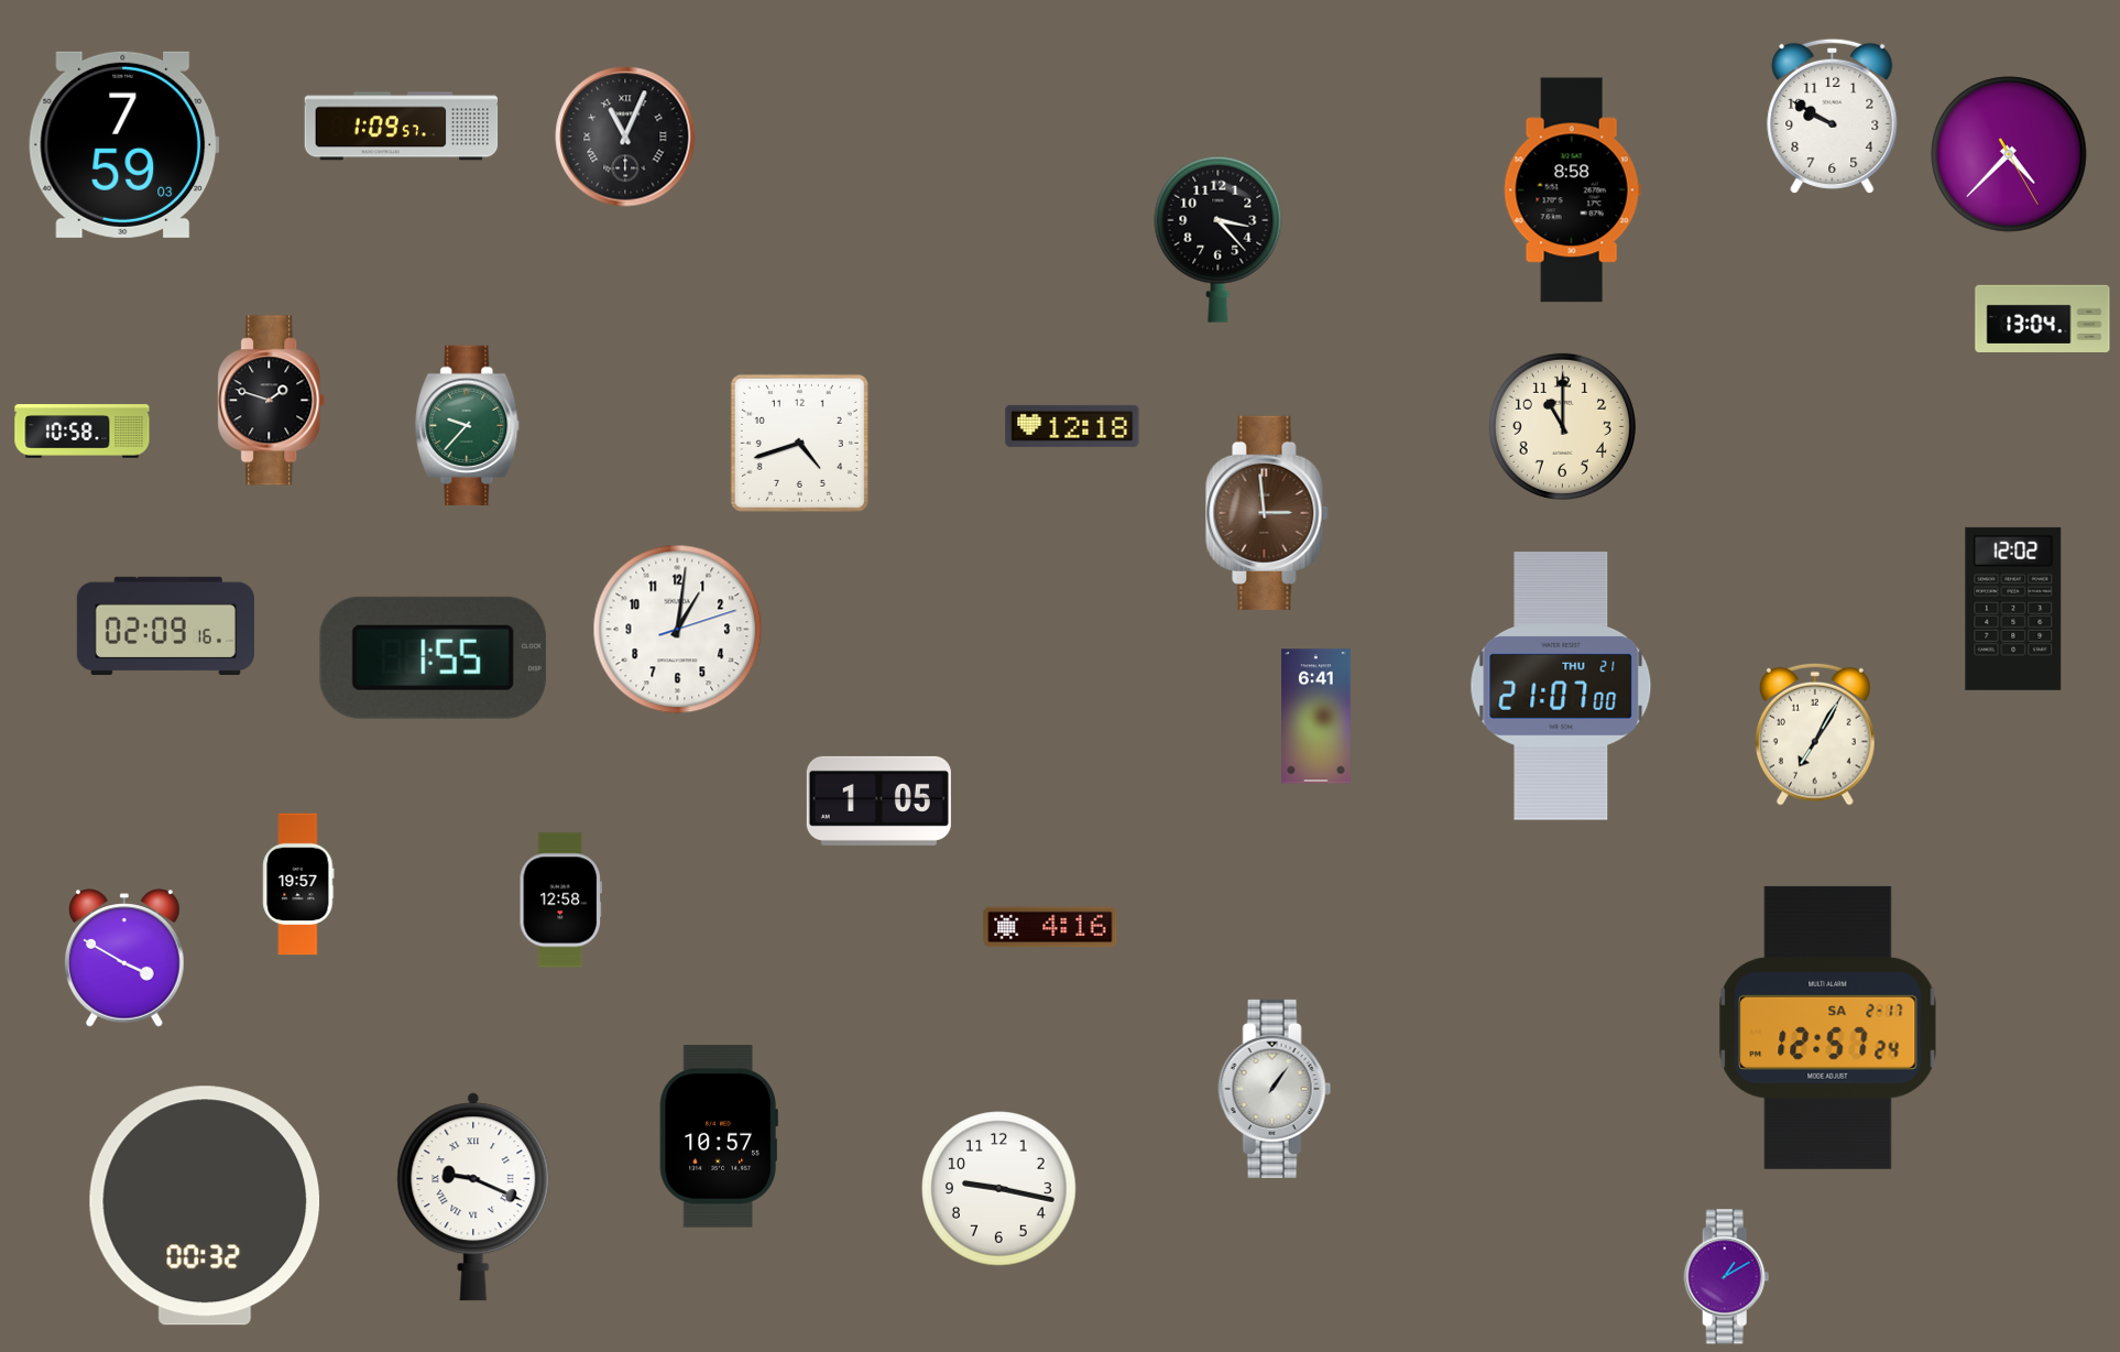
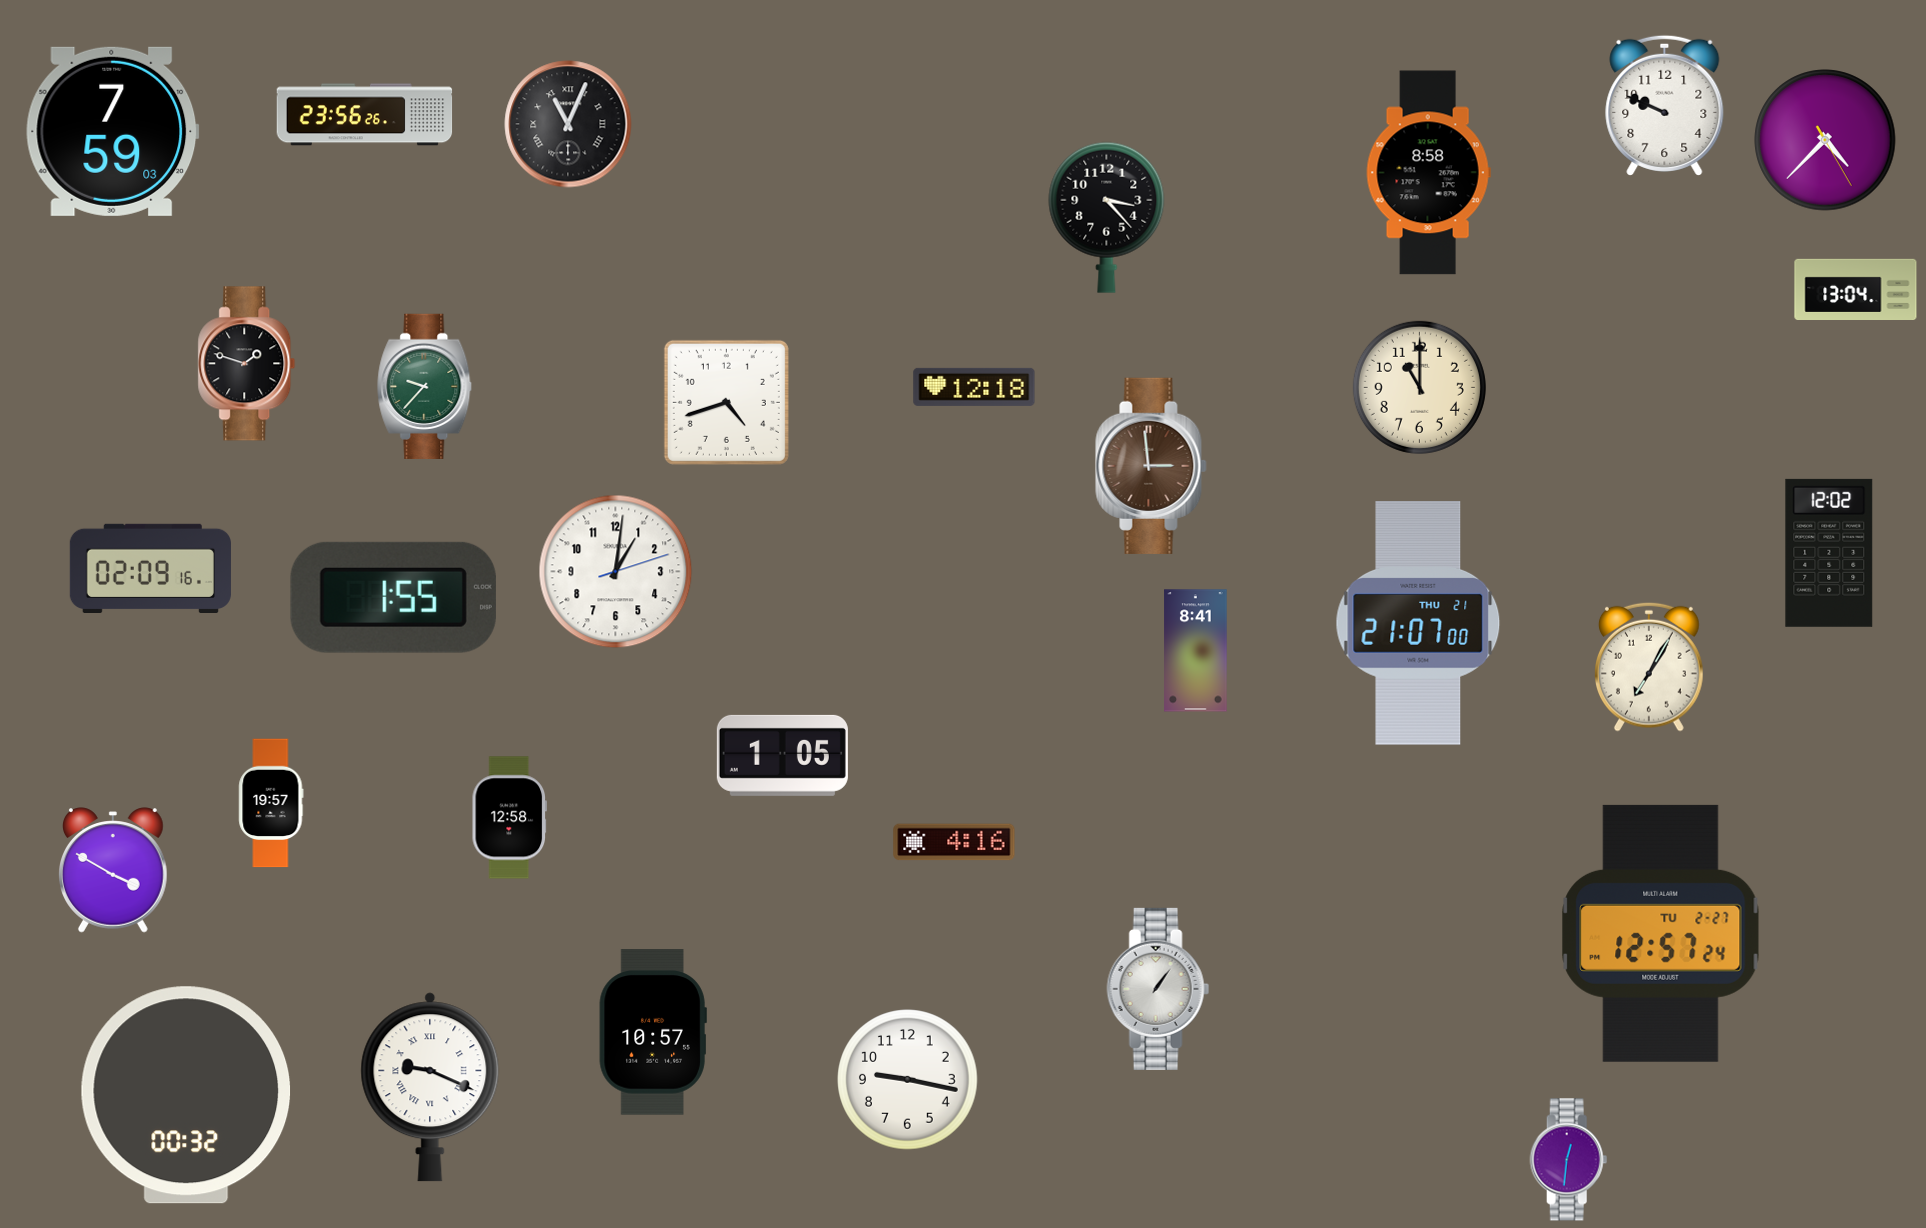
clock at (1833, 116): 9:50 -> 9:49
clock at (402, 127): 1:09 -> 23:56
clock at (83, 432): 10:58 -> none
clock at (1316, 717): 6:41 -> 8:41
clock at (878, 800) position: (878, 800) -> (782, 755)
clock at (1828, 1027) date: SA 2-17 -> TU 2-27
clock at (1727, 1277): 1:10 -> 12:31
